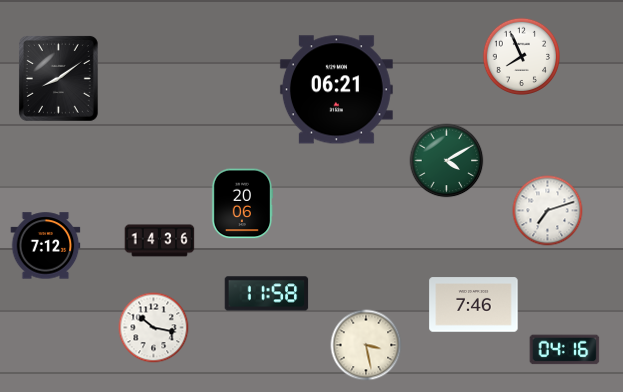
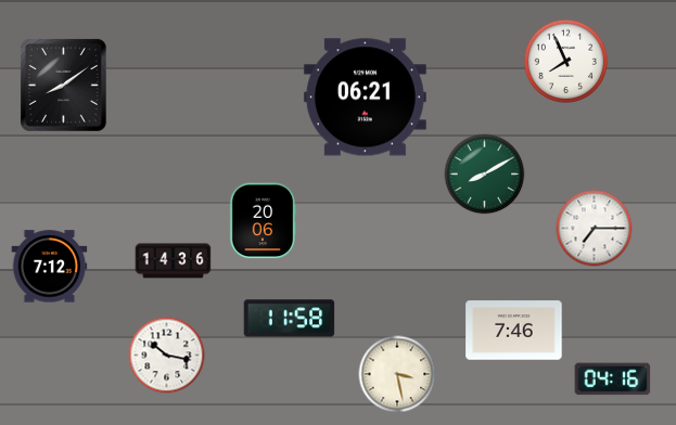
clock at (447, 161): 4:10 -> 8:10
clock at (548, 211): 7:12 -> 7:15
